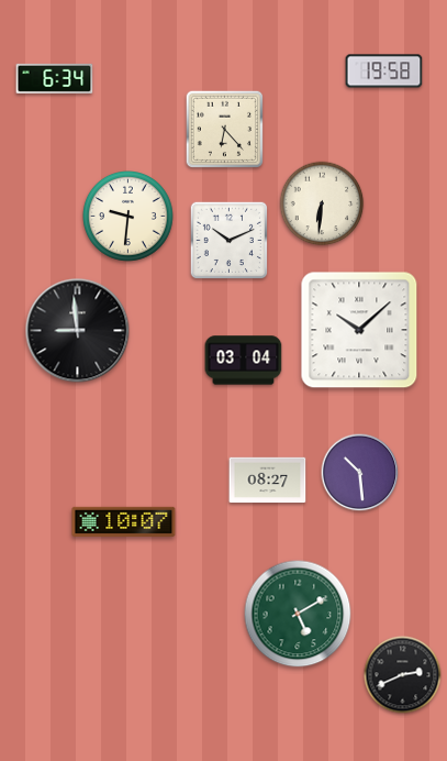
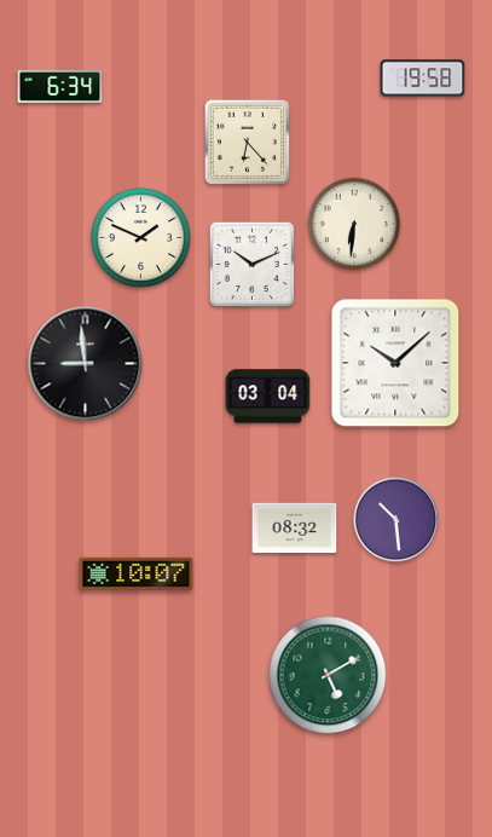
clock at (128, 217): 9:31 -> 1:49
clock at (268, 481): 08:27 -> 08:32
clock at (403, 675): 2:41 -> none
